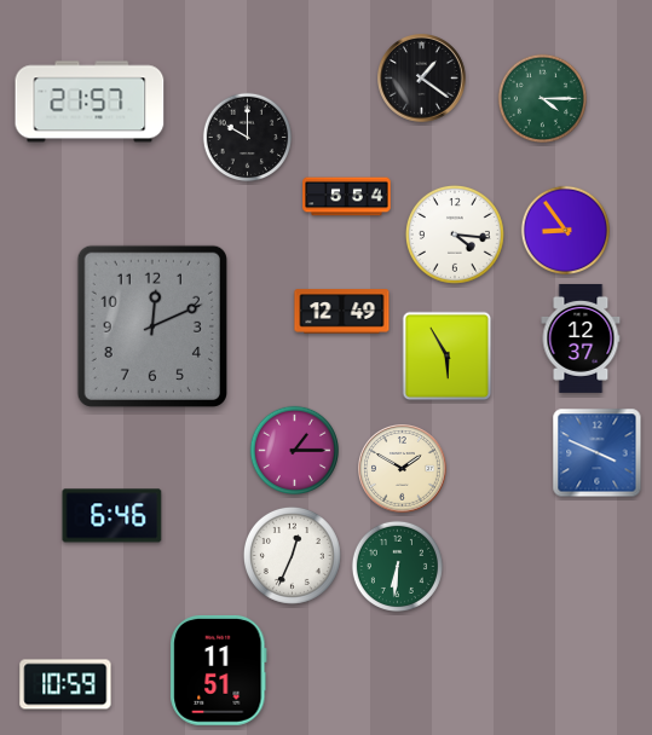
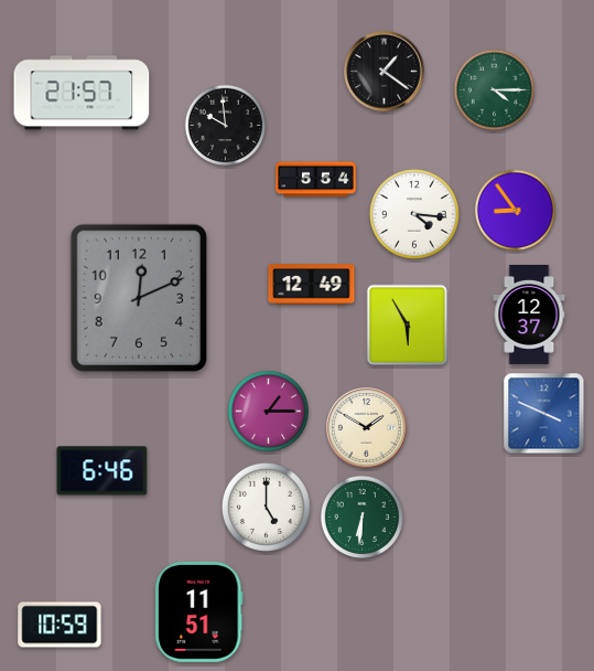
clock at (247, 137): 10:00 -> 9:59
clock at (581, 338) position: (581, 338) -> (529, 315)
clock at (292, 555): 12:34 -> 5:00
